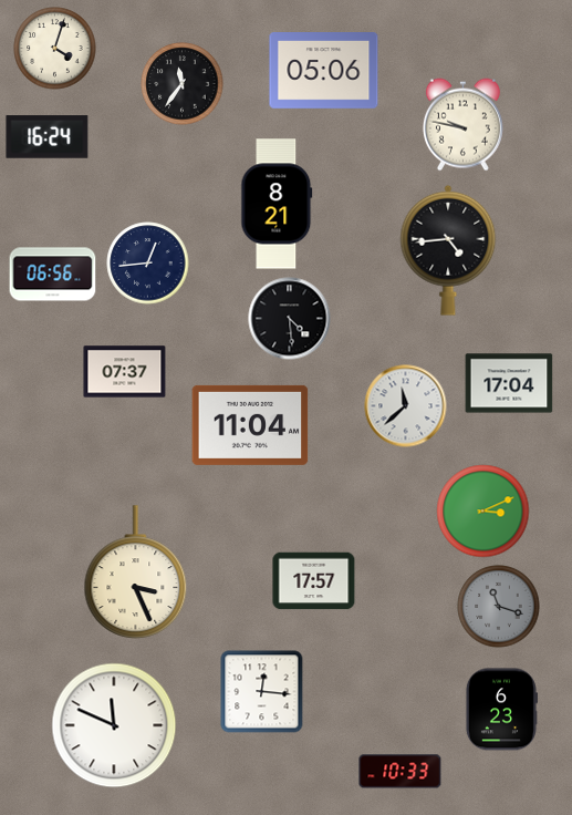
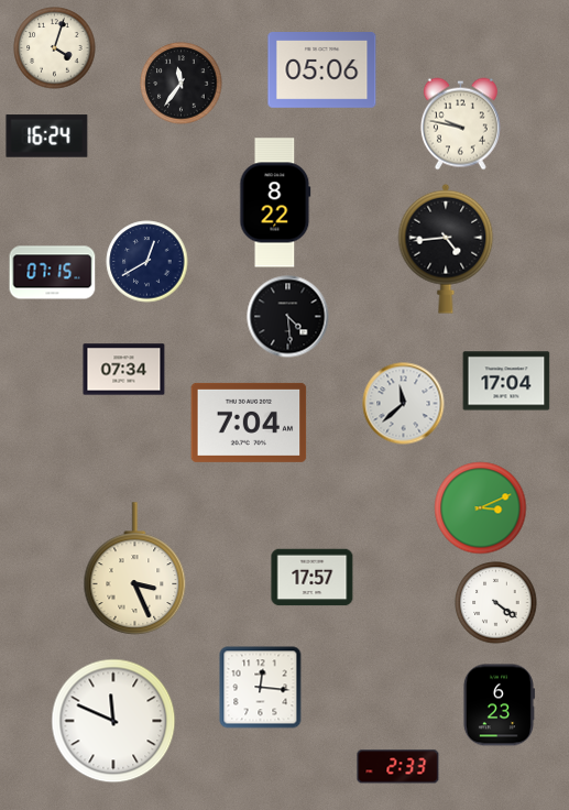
clock at (277, 204): 8:21 -> 8:22
clock at (148, 264): 12:44 -> 12:40
clock at (53, 275): 06:56 -> 07:15
clock at (125, 372): 07:37 -> 07:34
clock at (250, 425): 11:04 -> 7:04
clock at (499, 607): 11:18 -> 4:21
clock at (499, 607) dial: grey -> white
clock at (401, 772): 10:33 -> 2:33
